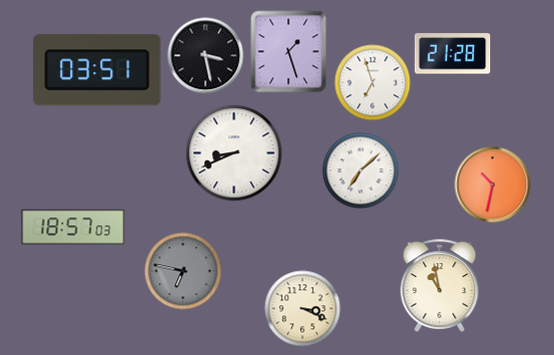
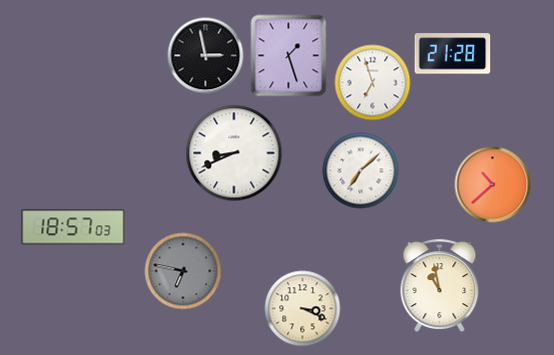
clock at (289, 52) position: (289, 52) -> (289, 56)
clock at (206, 56): 3:28 -> 2:58
clock at (97, 70): 03:51 -> none
clock at (493, 185): 10:32 -> 10:38
